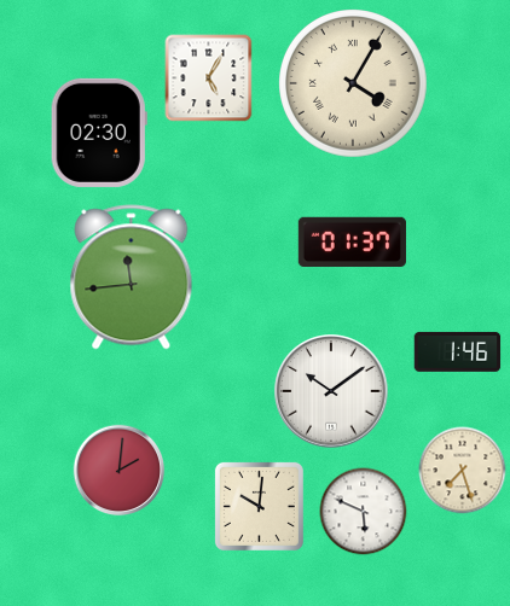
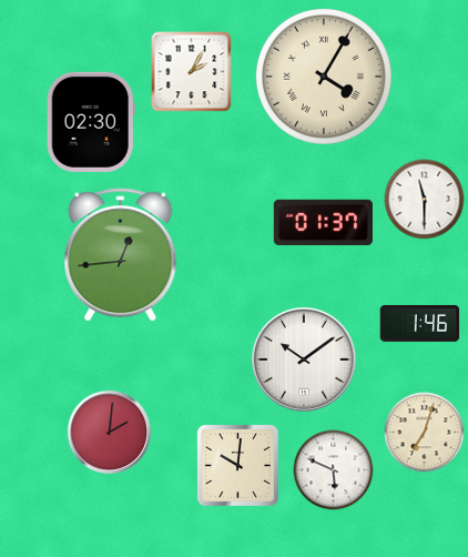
clock at (209, 78): 5:05 -> 2:05
clock at (425, 200): none -> 11:30
clock at (132, 278): 11:44 -> 12:44
clock at (463, 471): 7:27 -> 7:03
